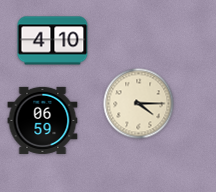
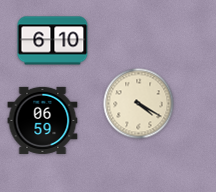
clock at (53, 41): 4:10 -> 6:10
clock at (139, 104): 4:15 -> 4:20
